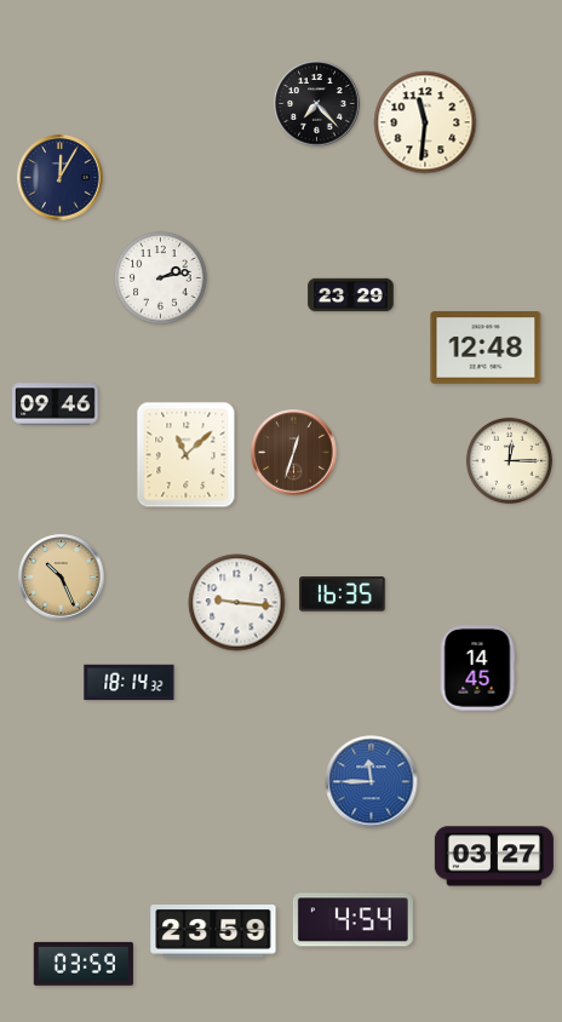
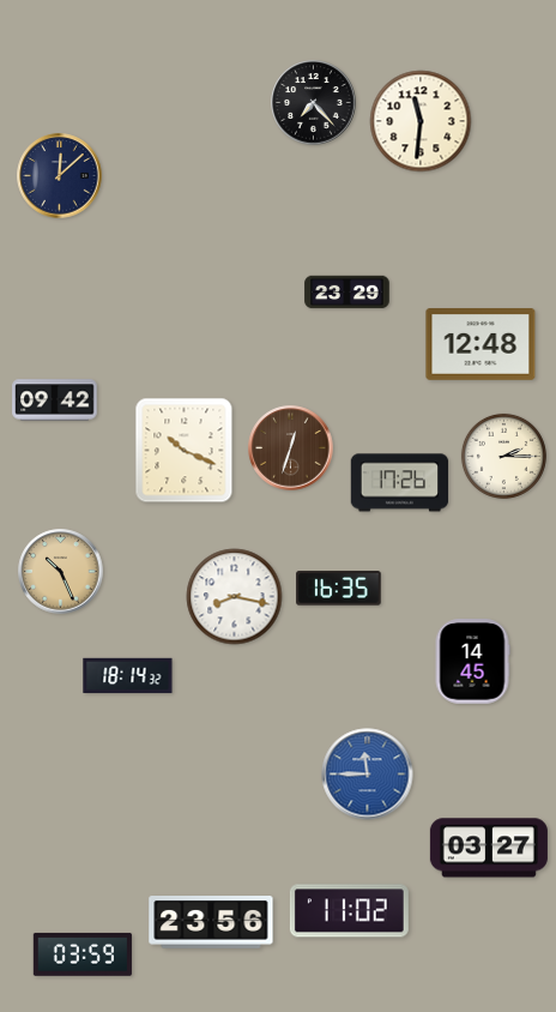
clock at (61, 178): 12:05 -> 12:08
clock at (161, 279): 2:13 -> none
clock at (56, 404): 09:46 -> 09:42
clock at (187, 455): 11:08 -> 10:19
clock at (509, 460): 12:15 -> 2:15
clock at (400, 483): none -> 17:26
clock at (237, 603): 9:16 -> 8:17
clock at (352, 920): 4:54 -> 11:02
clock at (213, 932): 23:59 -> 23:56
